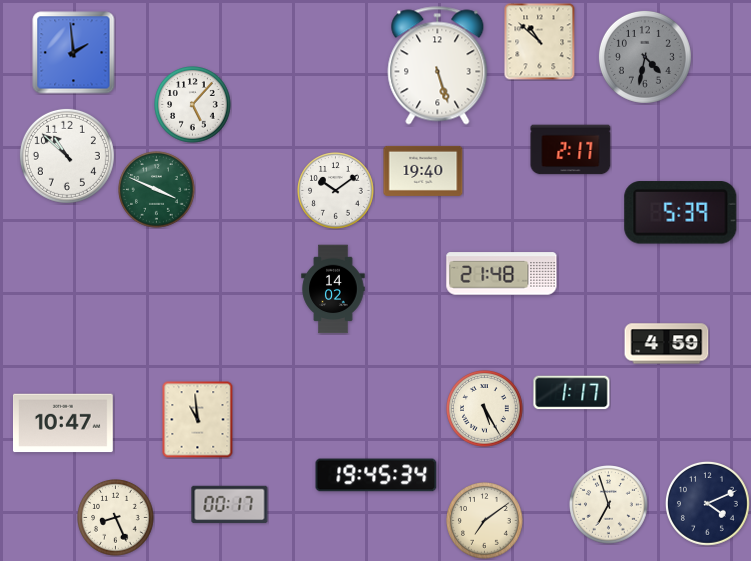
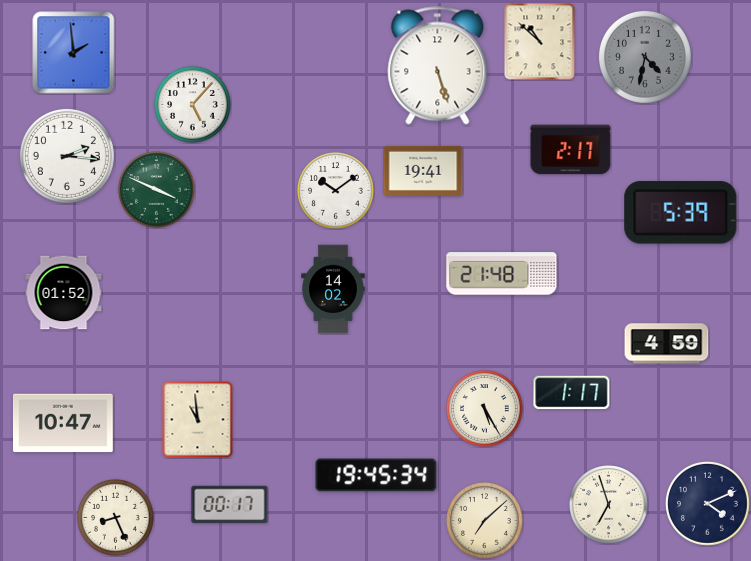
clock at (67, 156): 10:52 -> 2:16
clock at (423, 171): 19:40 -> 19:41
clock at (64, 293): none -> 01:52
clock at (485, 521): 7:09 -> 7:08
